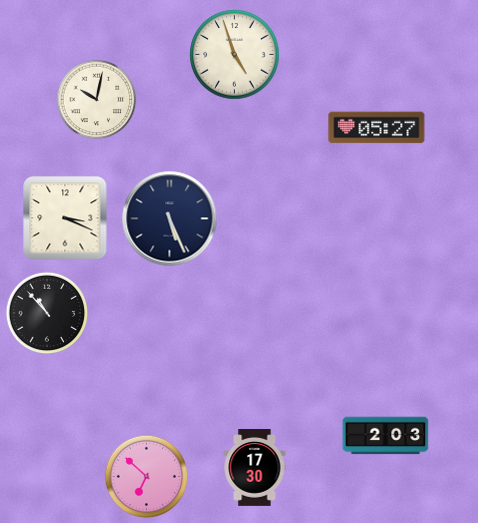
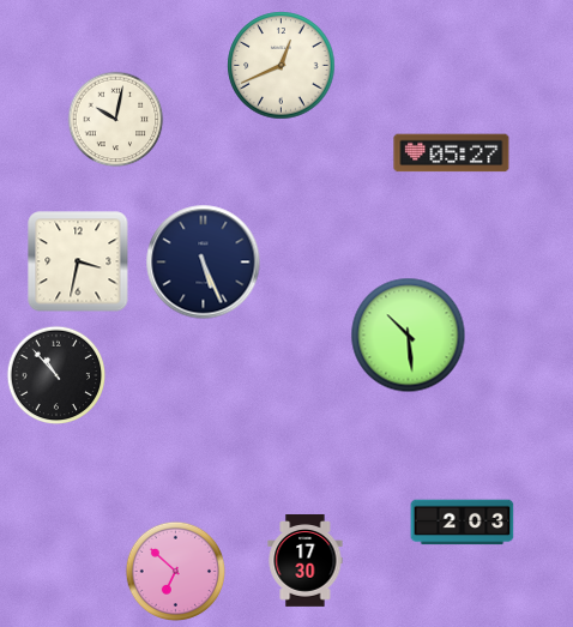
clock at (235, 55): 4:57 -> 12:41
clock at (65, 218): 3:19 -> 3:32
clock at (409, 336): none -> 10:29
